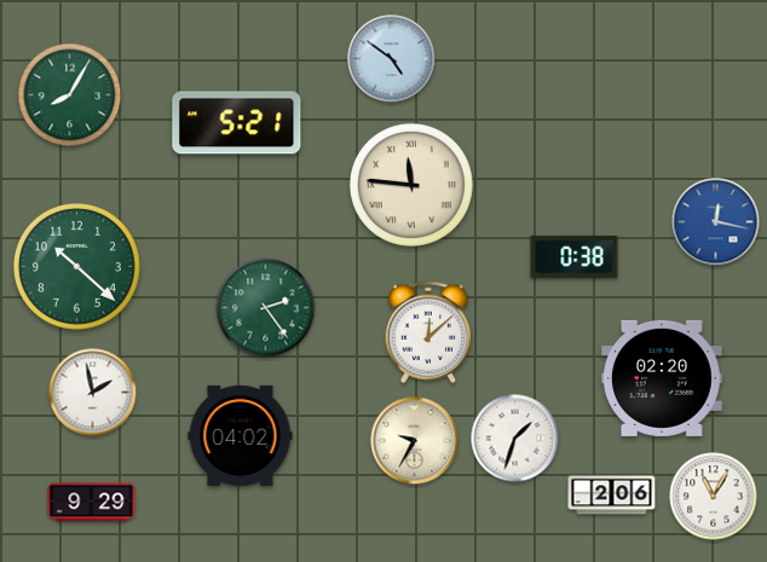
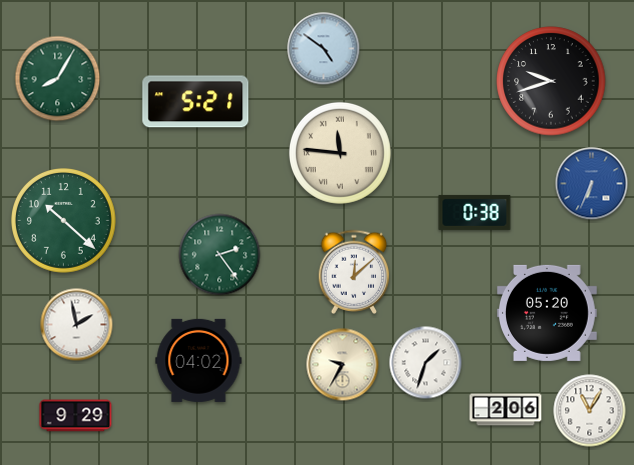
clock at (551, 81): none -> 9:42
clock at (716, 222): 12:17 -> 6:34
clock at (428, 332) position: (428, 332) -> (354, 272)
clock at (662, 378): 02:20 -> 05:20
